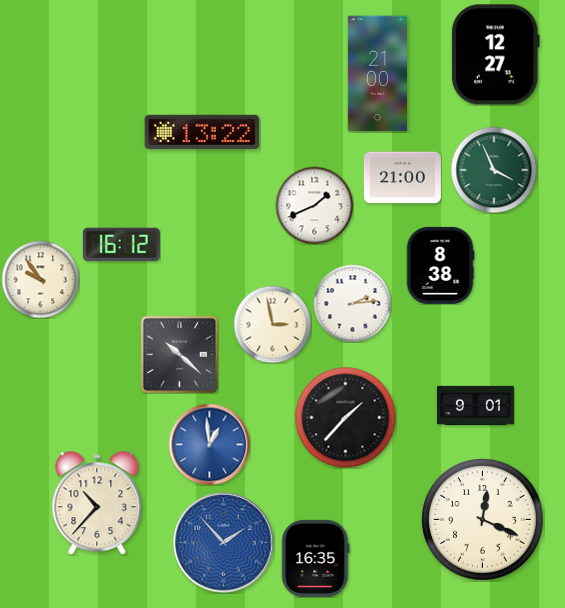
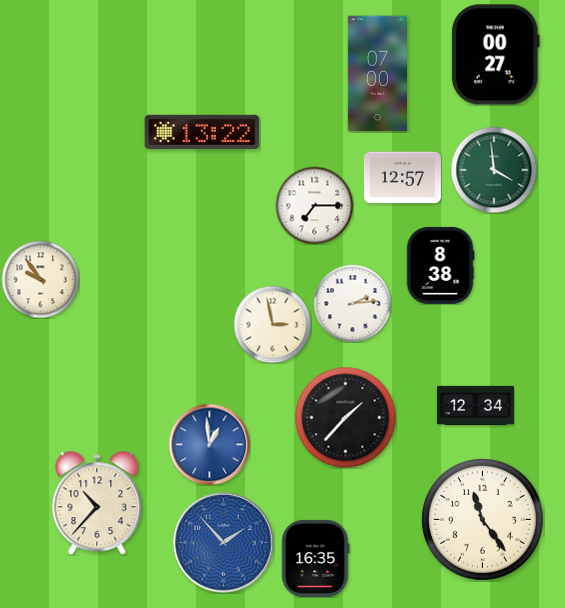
clock at (495, 55): 12:27 -> 00:27
clock at (377, 74): 21:00 -> 07:00
clock at (494, 170): 3:56 -> 3:59
clock at (402, 178): 21:00 -> 12:57
clock at (314, 205): 1:41 -> 7:15
clock at (121, 245): 16:12 -> none
clock at (179, 354): 10:22 -> none
clock at (475, 405): 9:01 -> 12:34
clock at (483, 520): 12:19 -> 11:24
